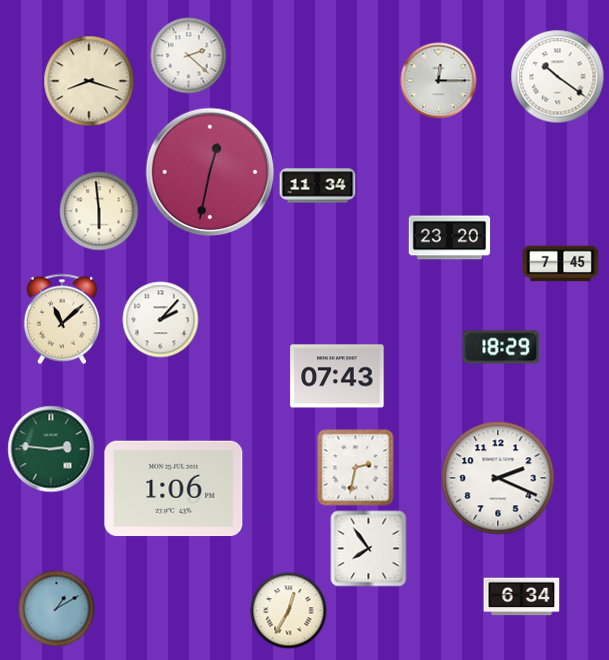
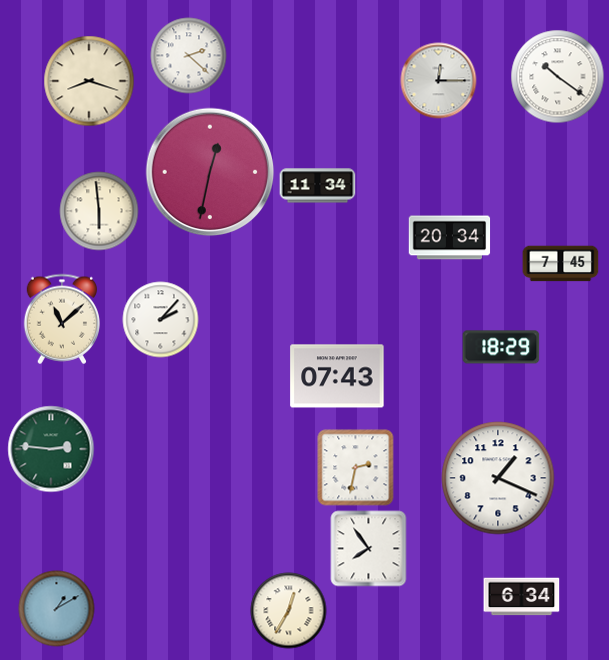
clock at (450, 238): 23:20 -> 20:34
clock at (498, 478): 2:19 -> 1:19
clock at (174, 489): 1:06 -> none
